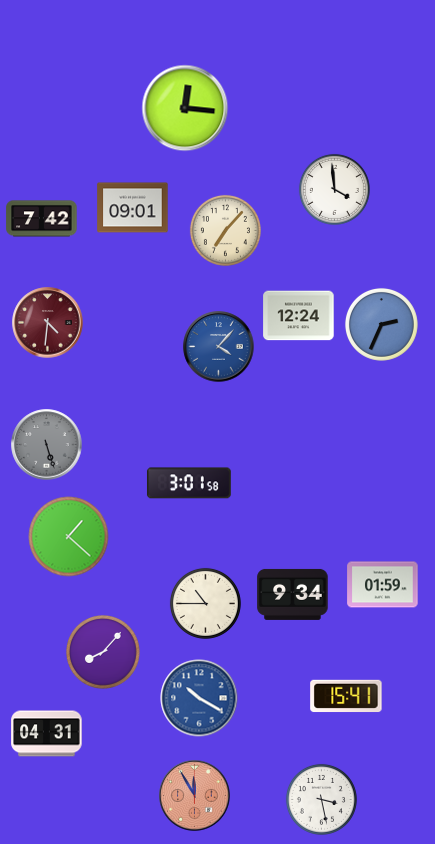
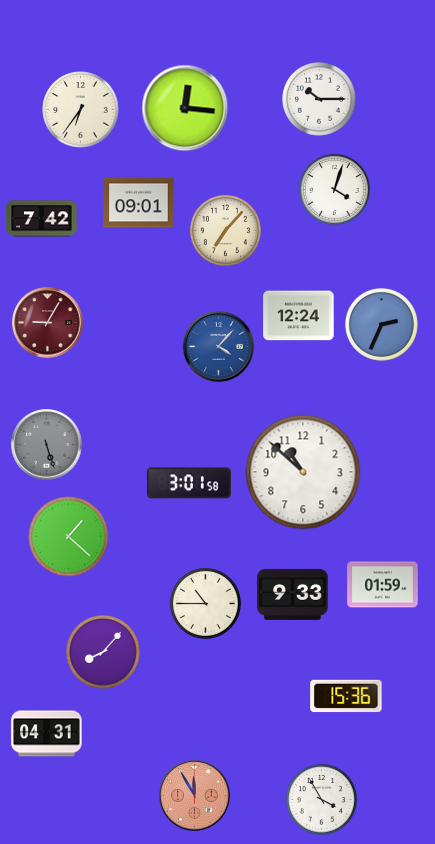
clock at (320, 100): none -> 10:15
clock at (81, 110): none -> 6:36
clock at (334, 189): 3:59 -> 4:03
clock at (133, 208) position: (133, 208) -> (139, 203)
clock at (48, 323): 4:31 -> 9:05
clock at (303, 472): none -> 10:52
clock at (293, 594): 9:34 -> 9:33
clock at (346, 696): 15:41 -> 15:36
clock at (199, 698): 10:20 -> none
clock at (321, 799): 3:28 -> 3:55
